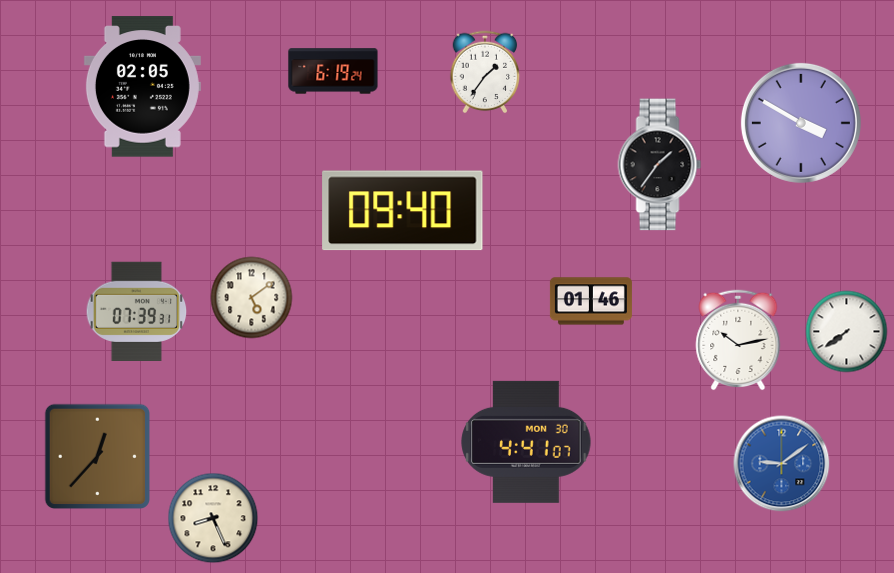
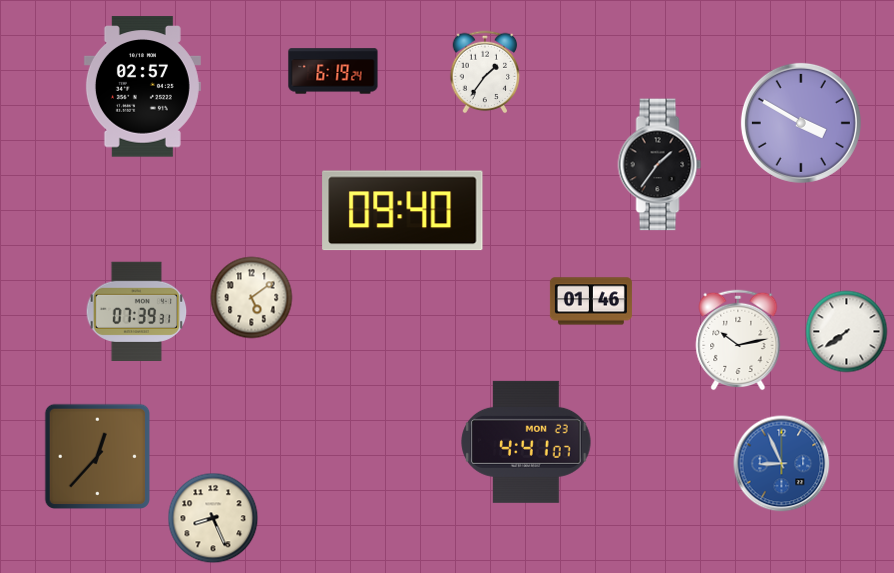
clock at (142, 87): 02:05 -> 02:57
clock at (526, 442) date: MON 30 -> MON 23
clock at (782, 464): 9:09 -> 8:56
